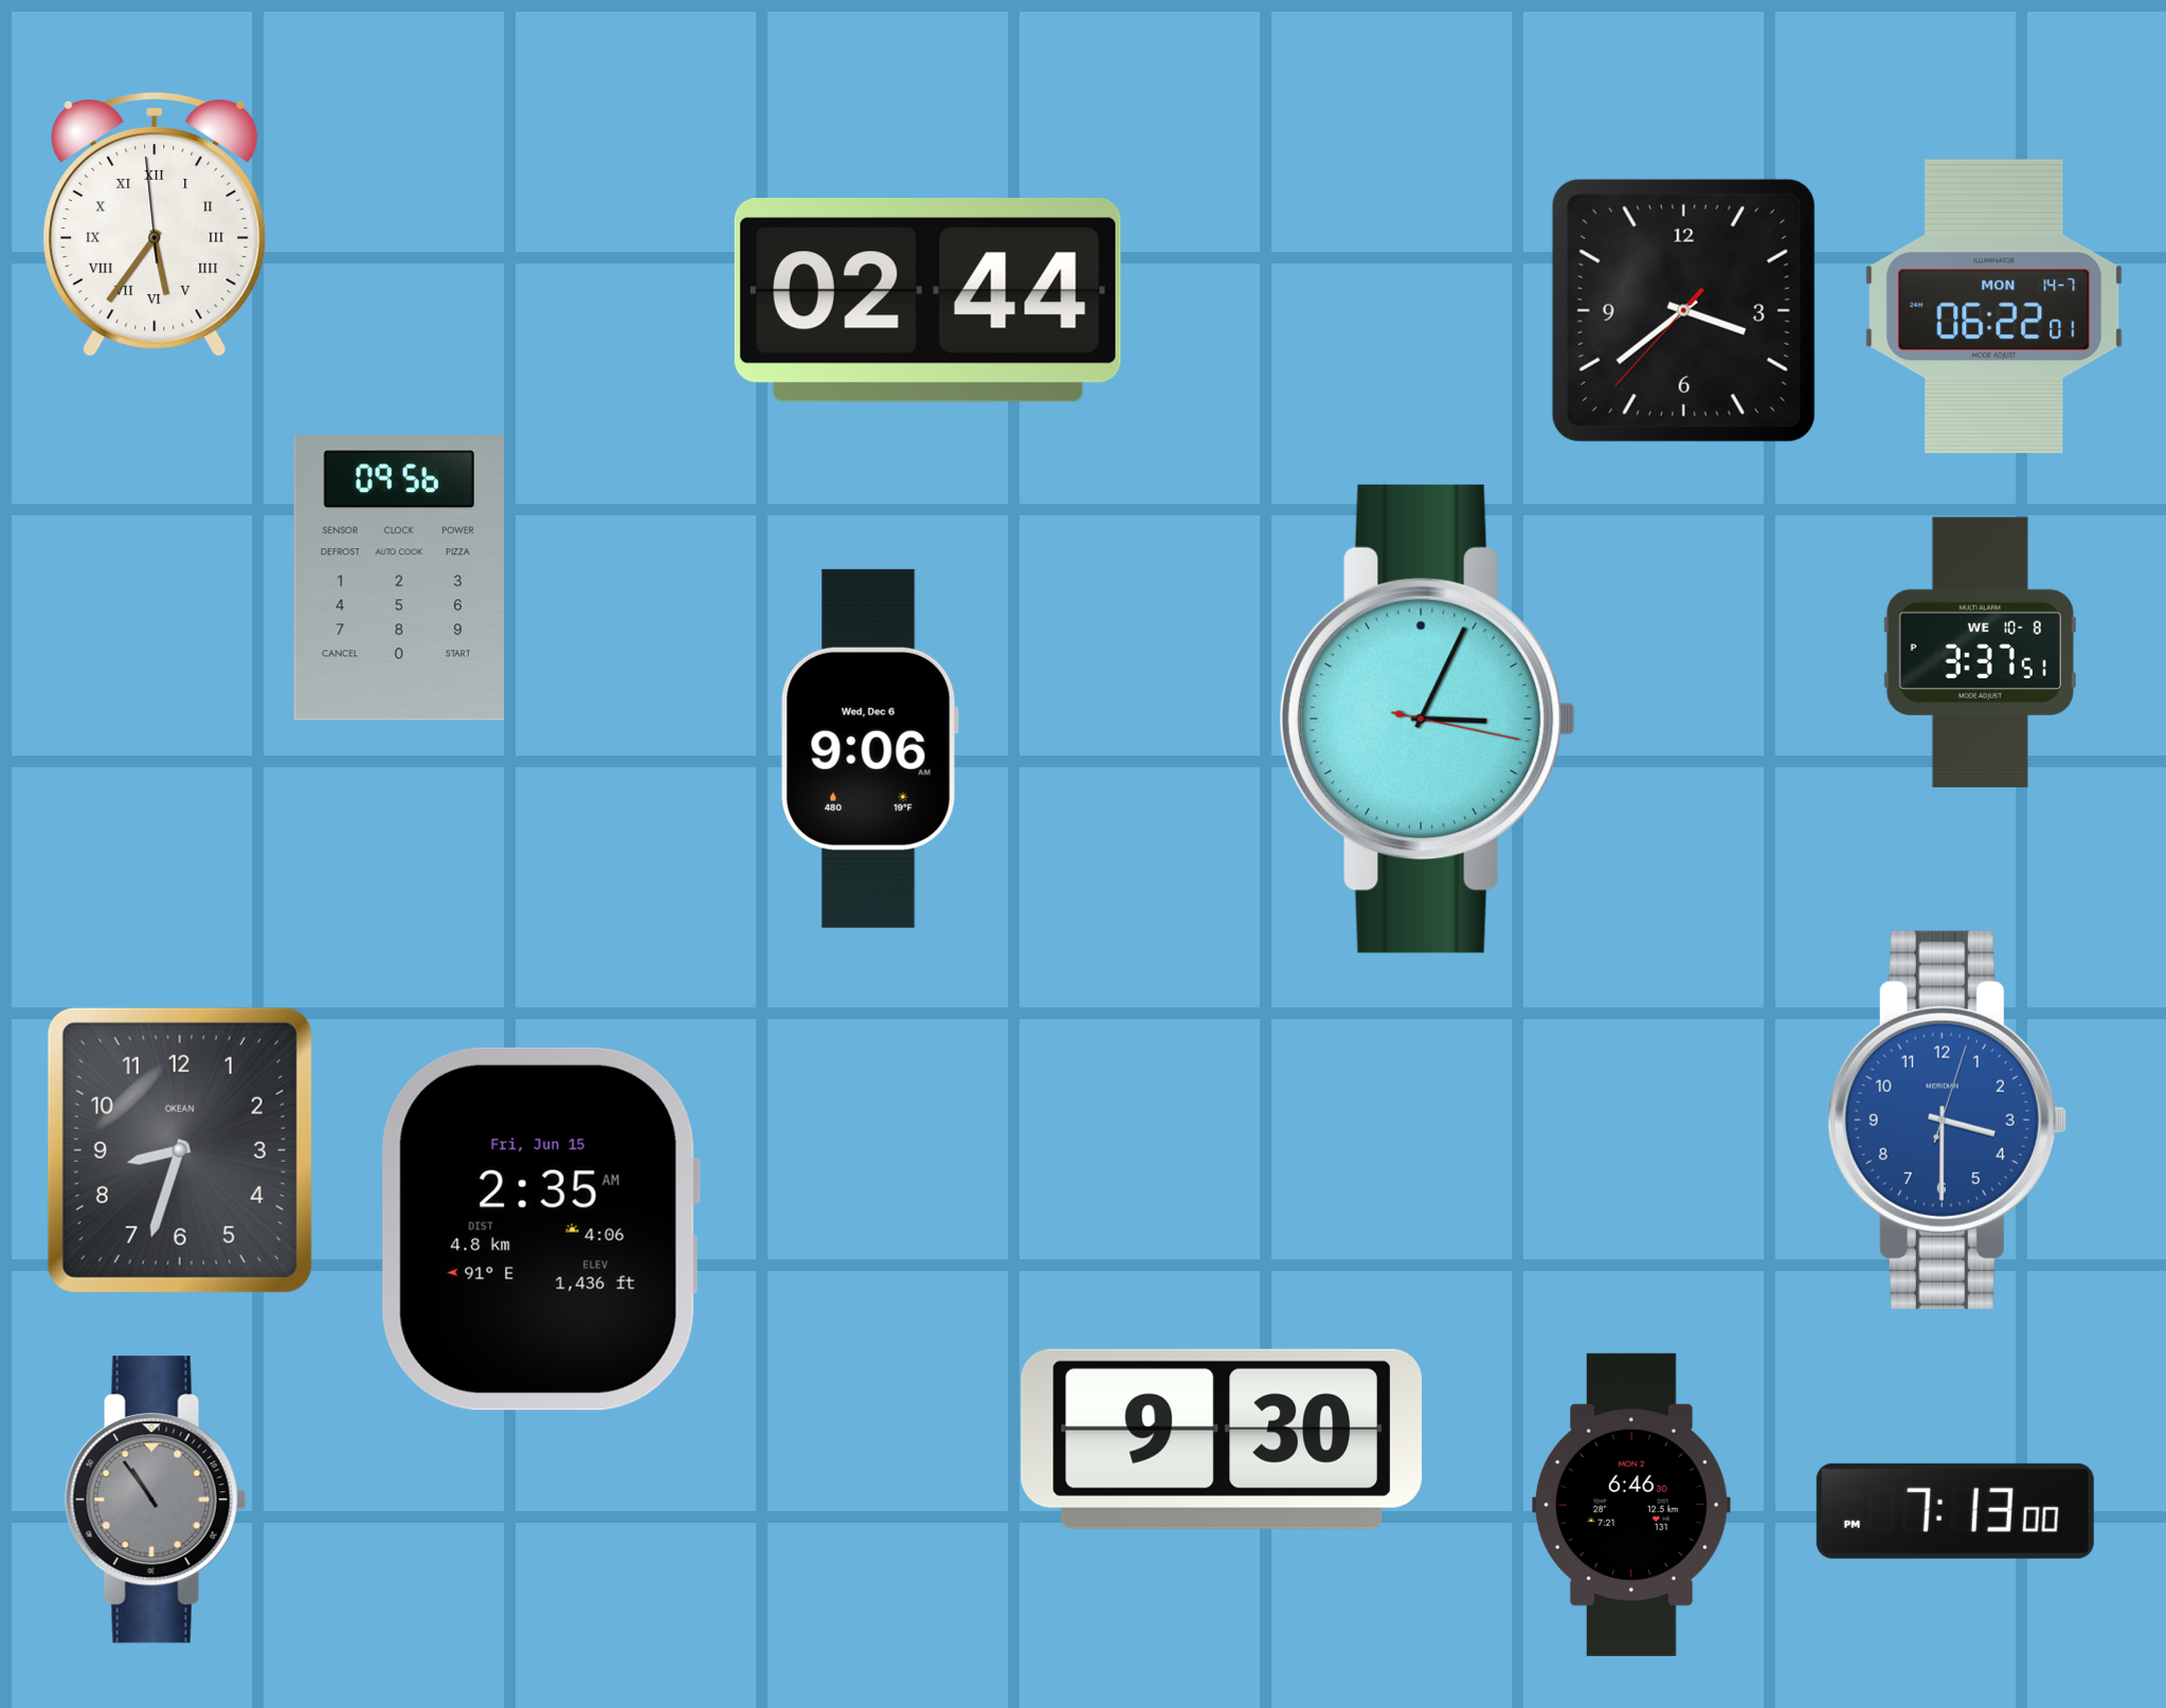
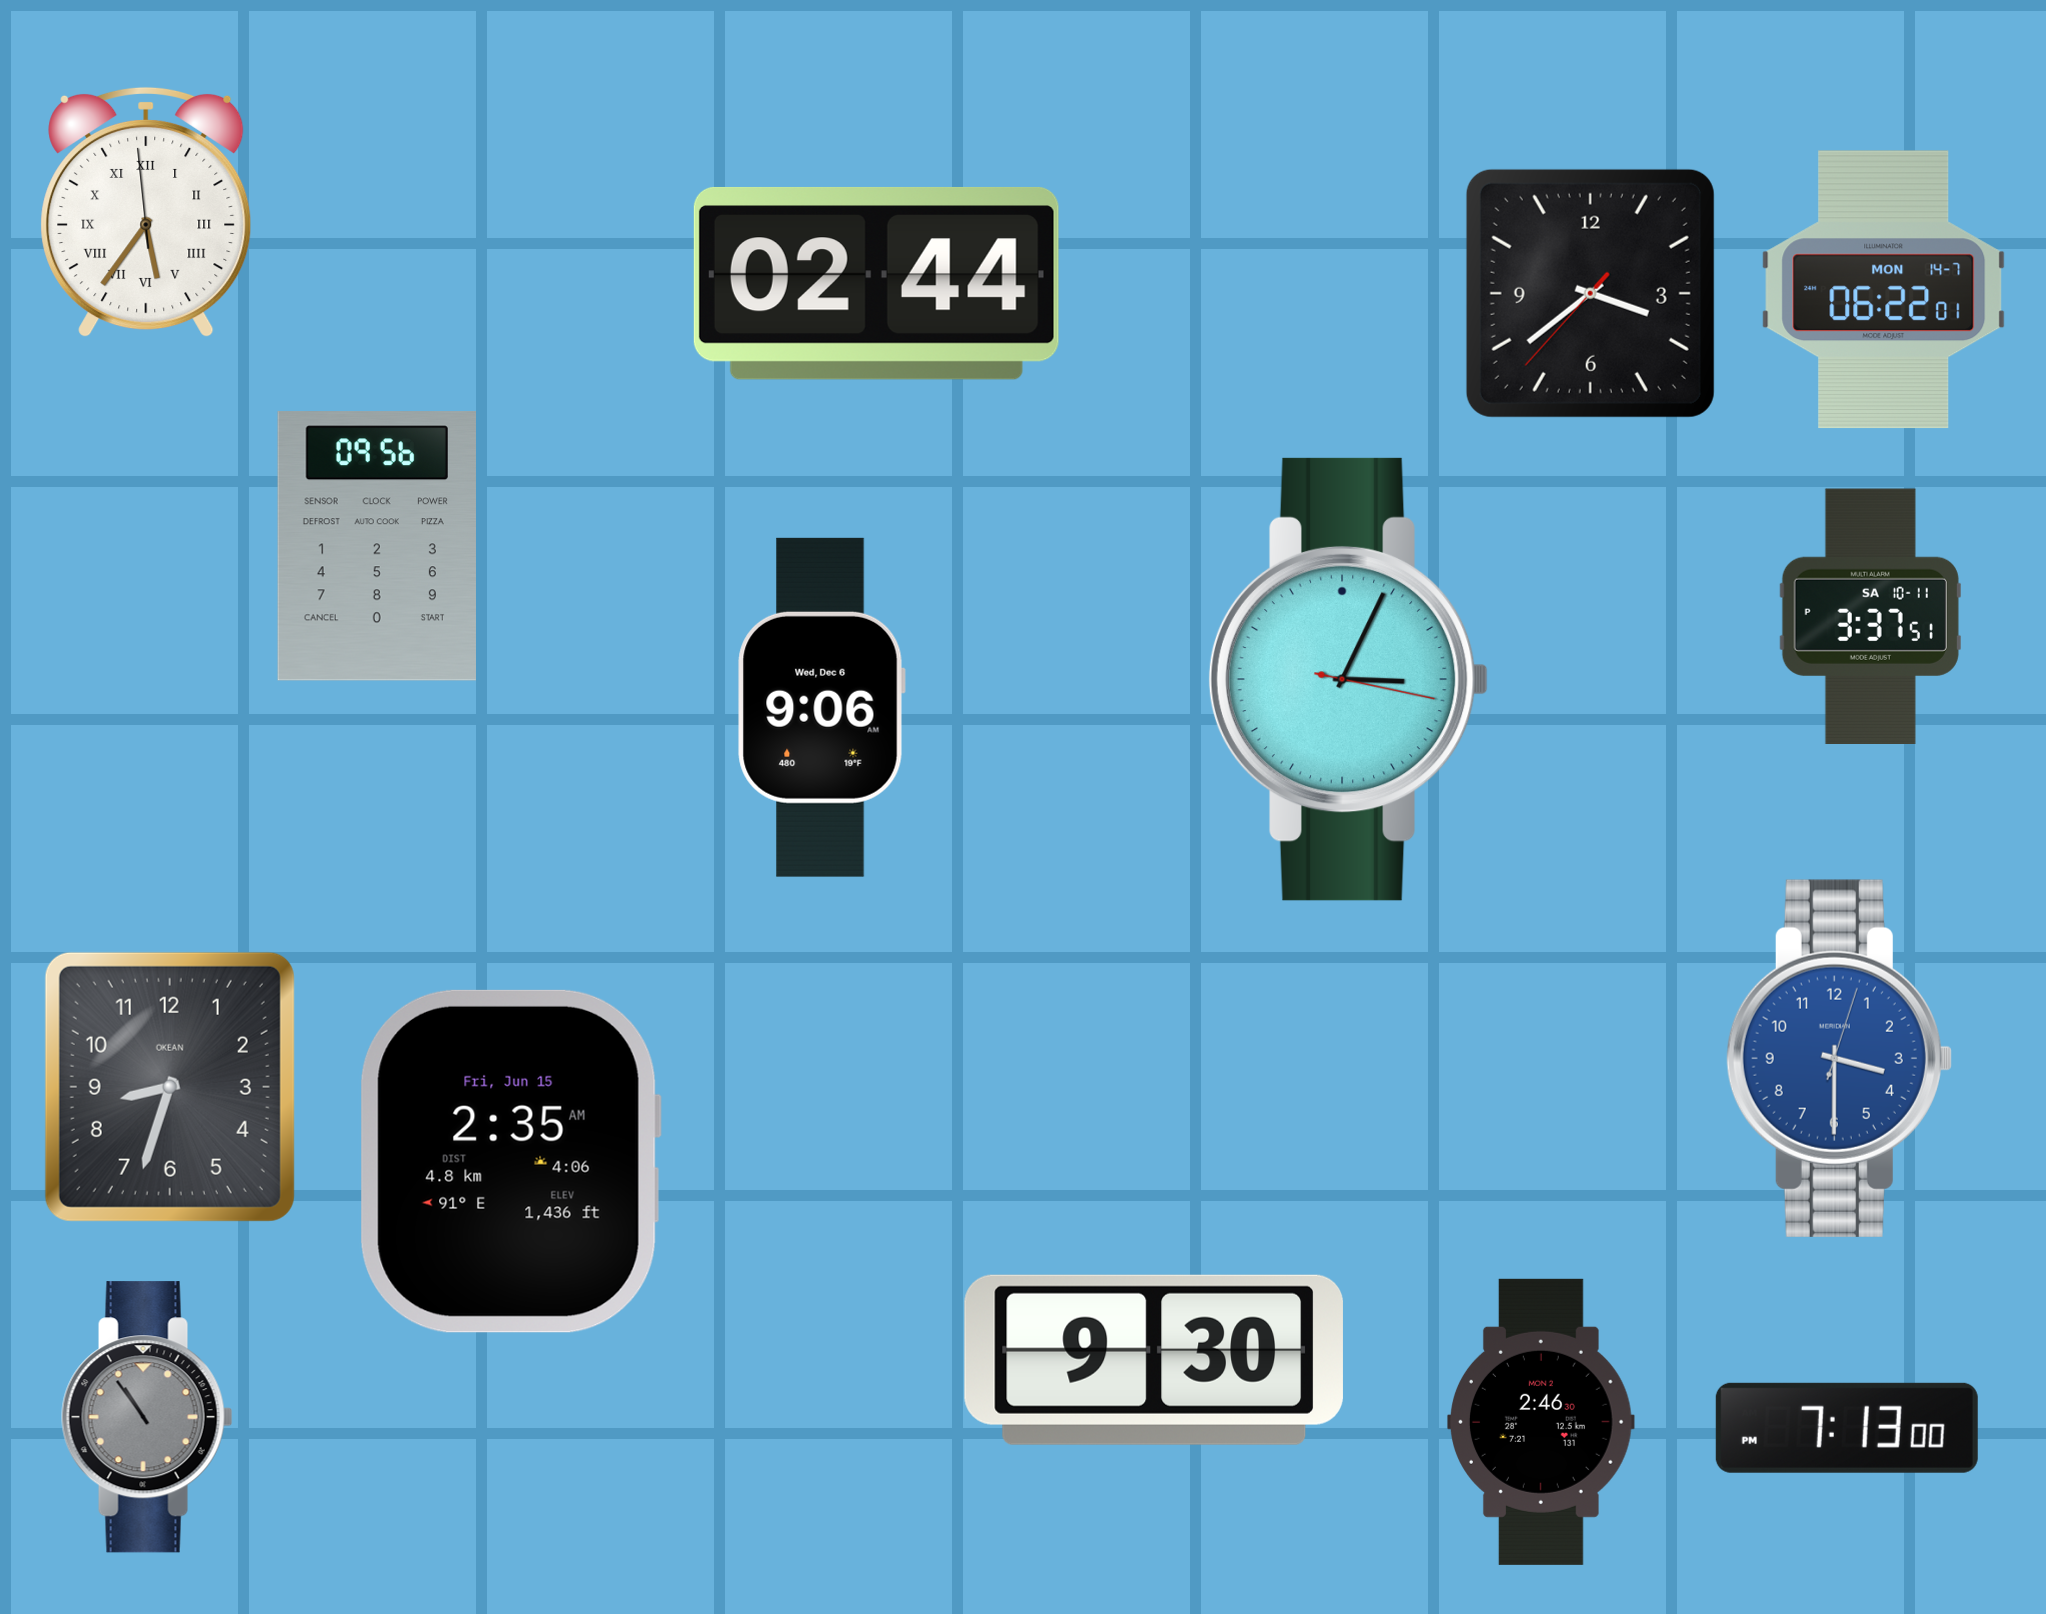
clock at (1980, 653) date: WE 10-8 -> SA 10-11
clock at (1632, 1505): 6:46 -> 2:46
